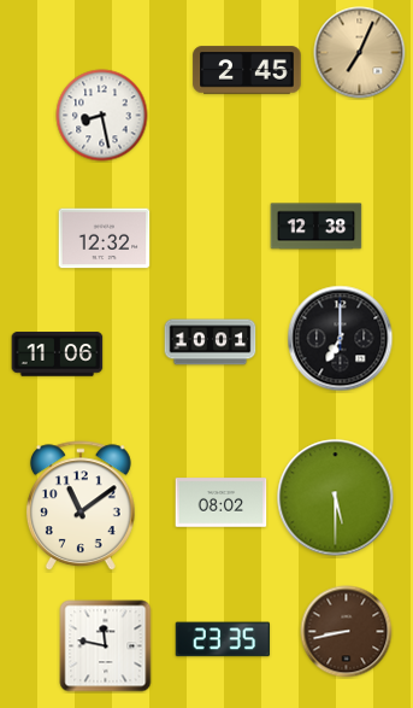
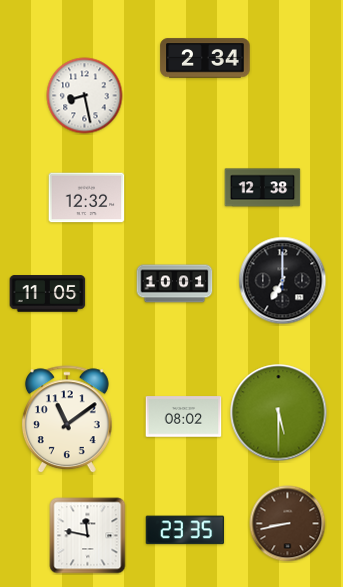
clock at (360, 53): 7:04 -> none
clock at (247, 70): 2:45 -> 2:34
clock at (58, 355): 11:06 -> 11:05
